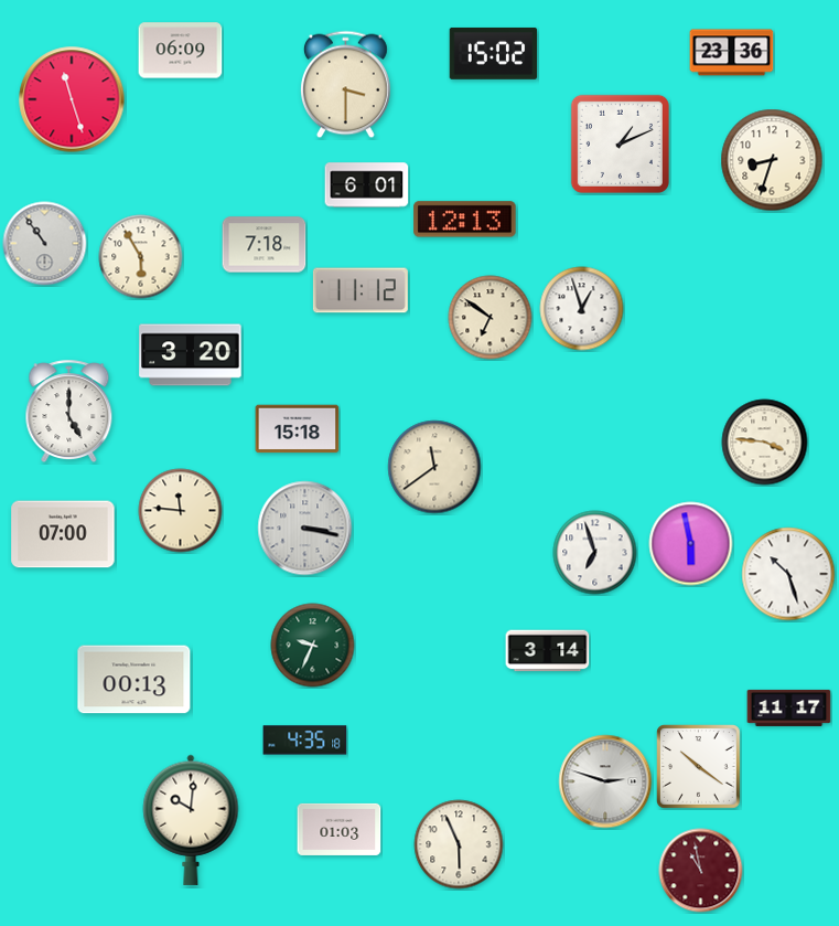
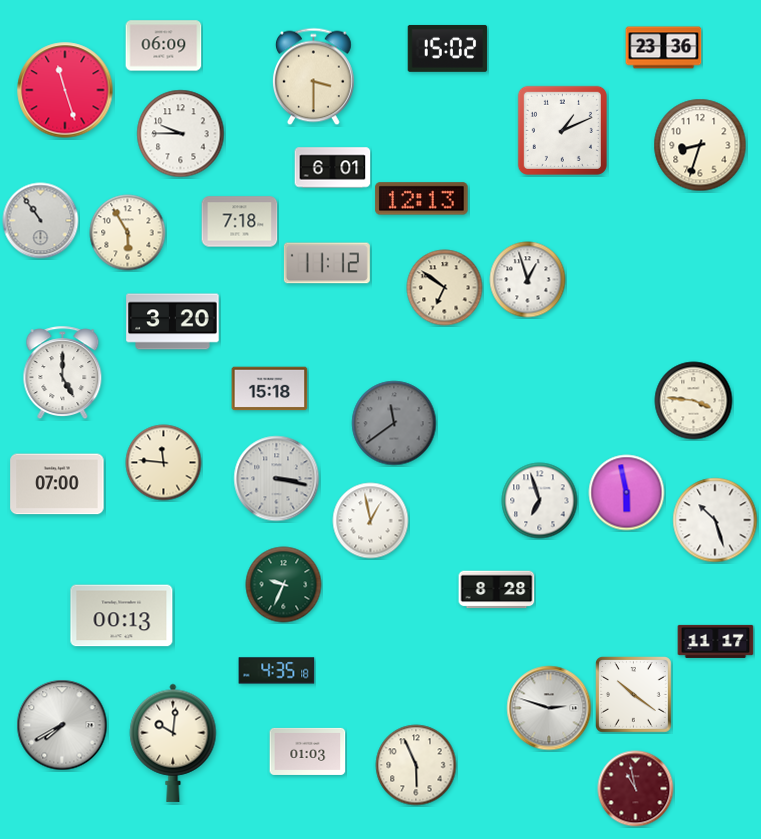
clock at (181, 134): none -> 9:45
clock at (434, 467) dial: cream -> grey
clock at (371, 521): none -> 12:58
clock at (548, 651): 3:14 -> 8:28
clock at (62, 725): none -> 7:40
